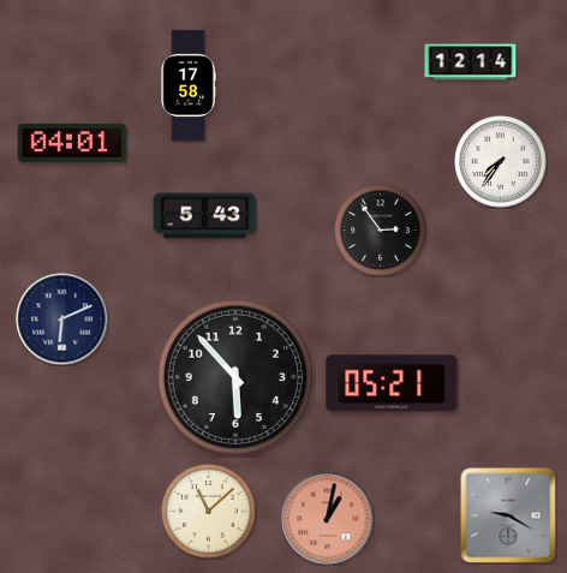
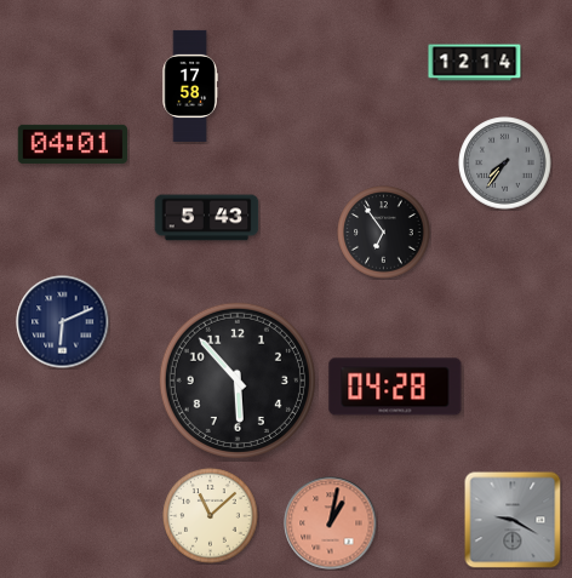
clock at (501, 162) dial: white -> grey
clock at (381, 231): 2:54 -> 6:54
clock at (392, 383): 05:21 -> 04:28
